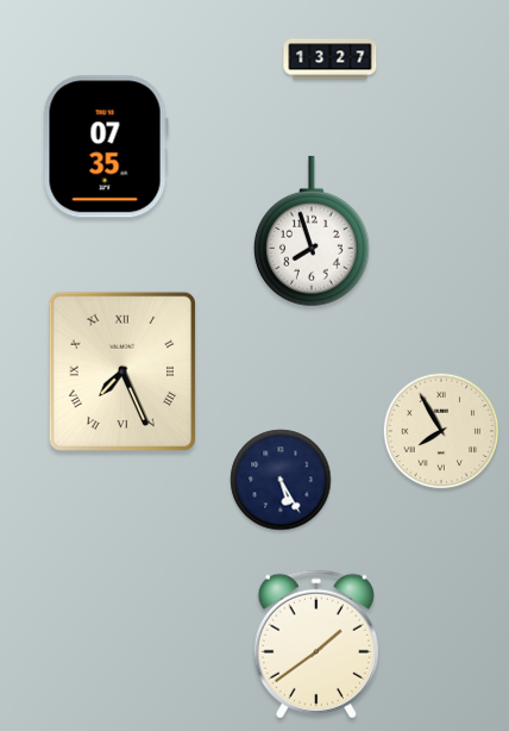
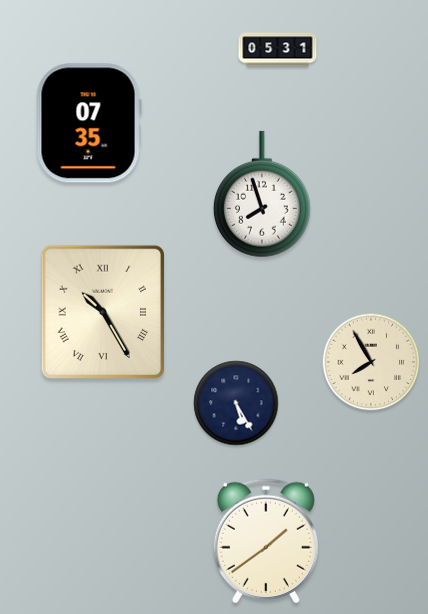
clock at (331, 60): 13:27 -> 05:31
clock at (121, 370): 7:26 -> 10:25
